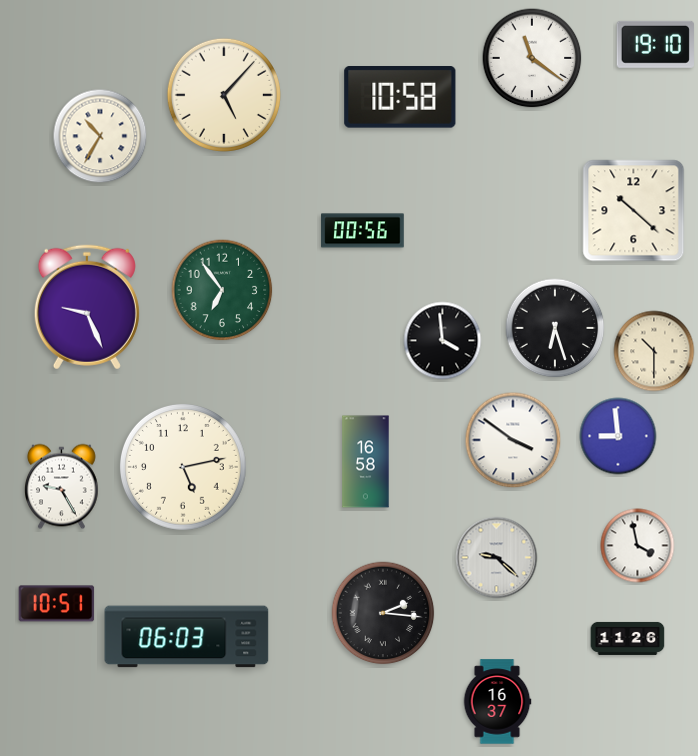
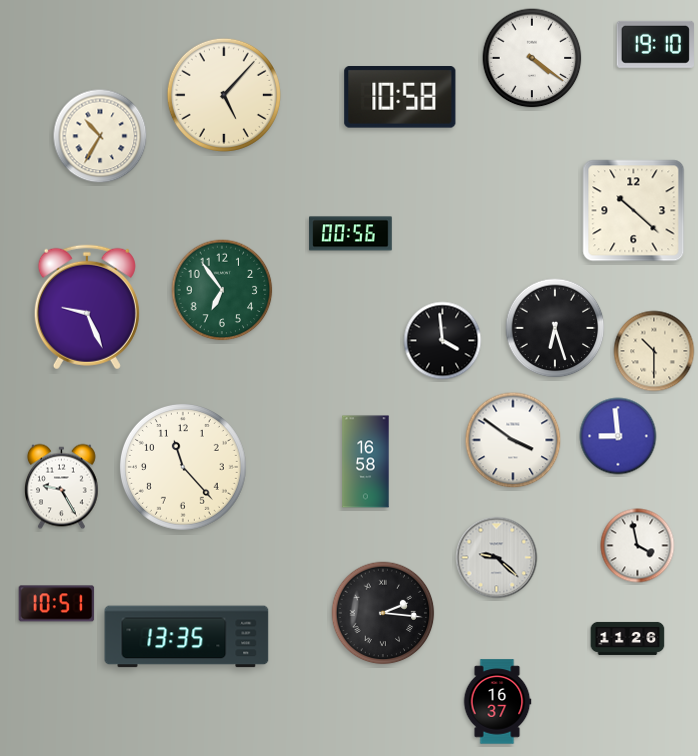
clock at (532, 58): 11:21 -> 4:21
clock at (363, 231) position: (363, 231) -> (351, 234)
clock at (183, 467): 5:13 -> 11:23
clock at (187, 637): 06:03 -> 13:35
